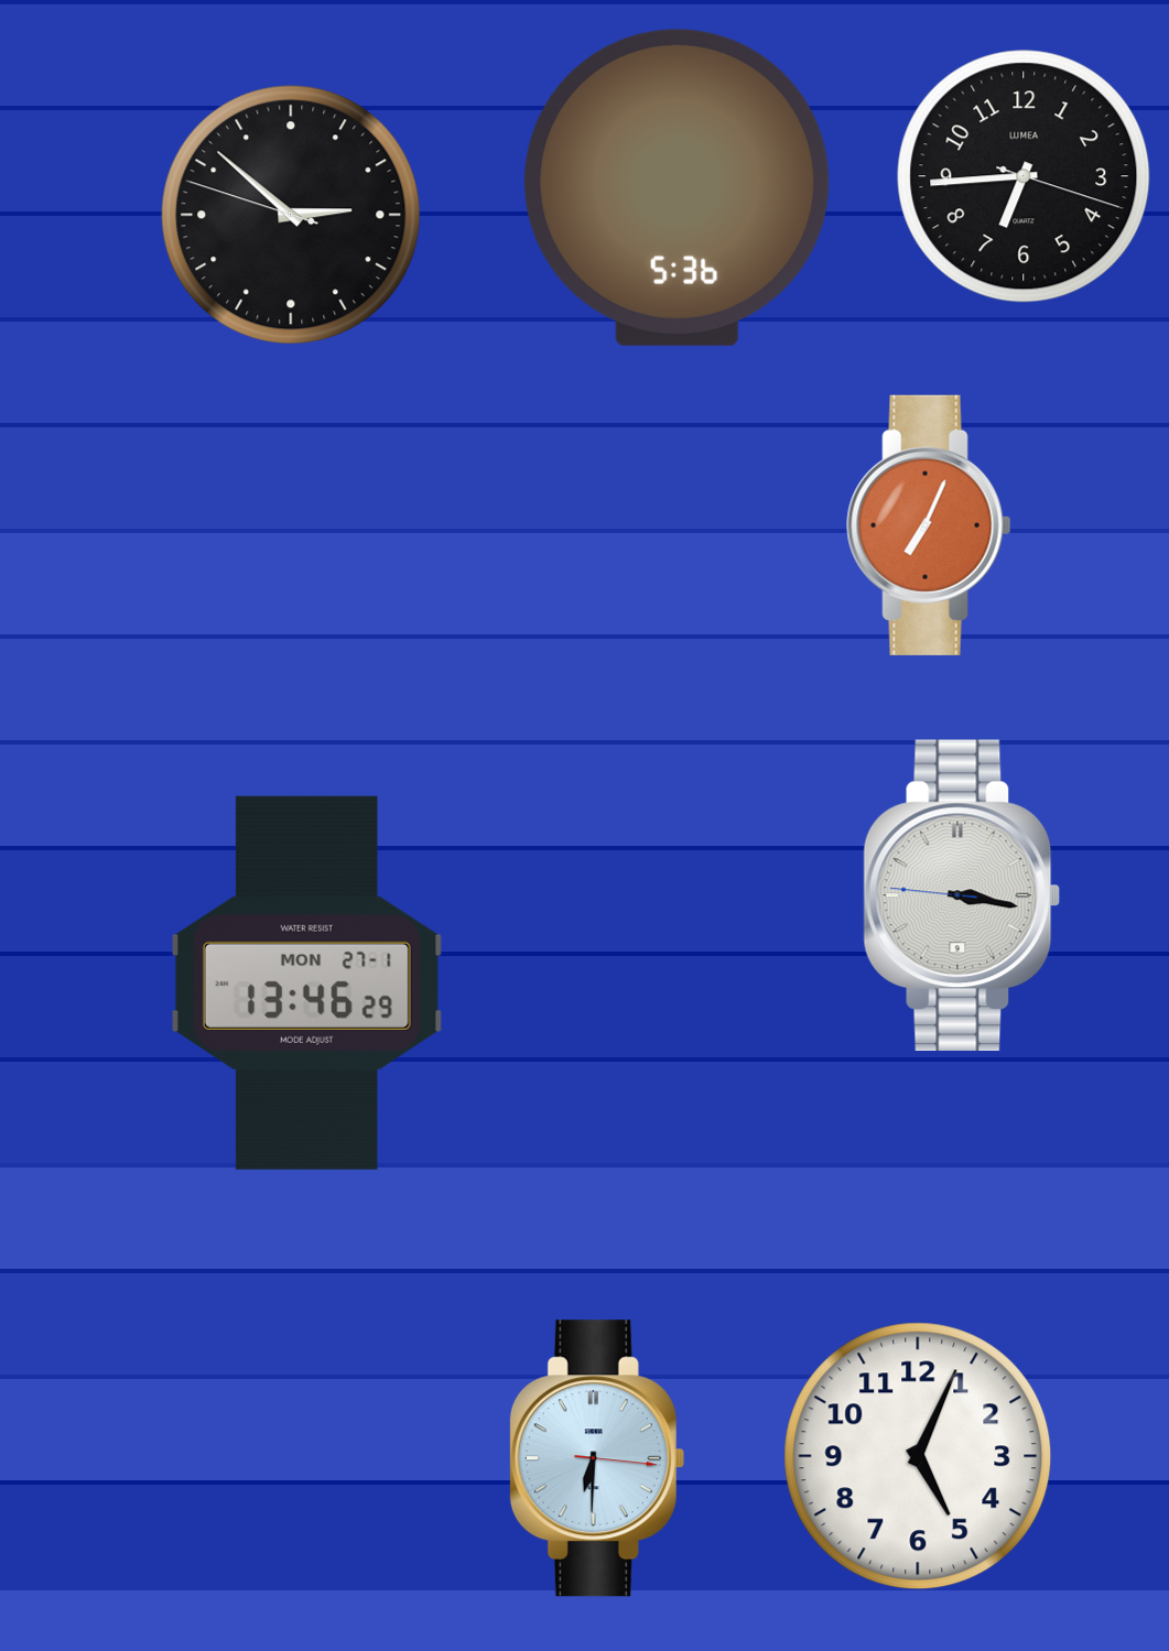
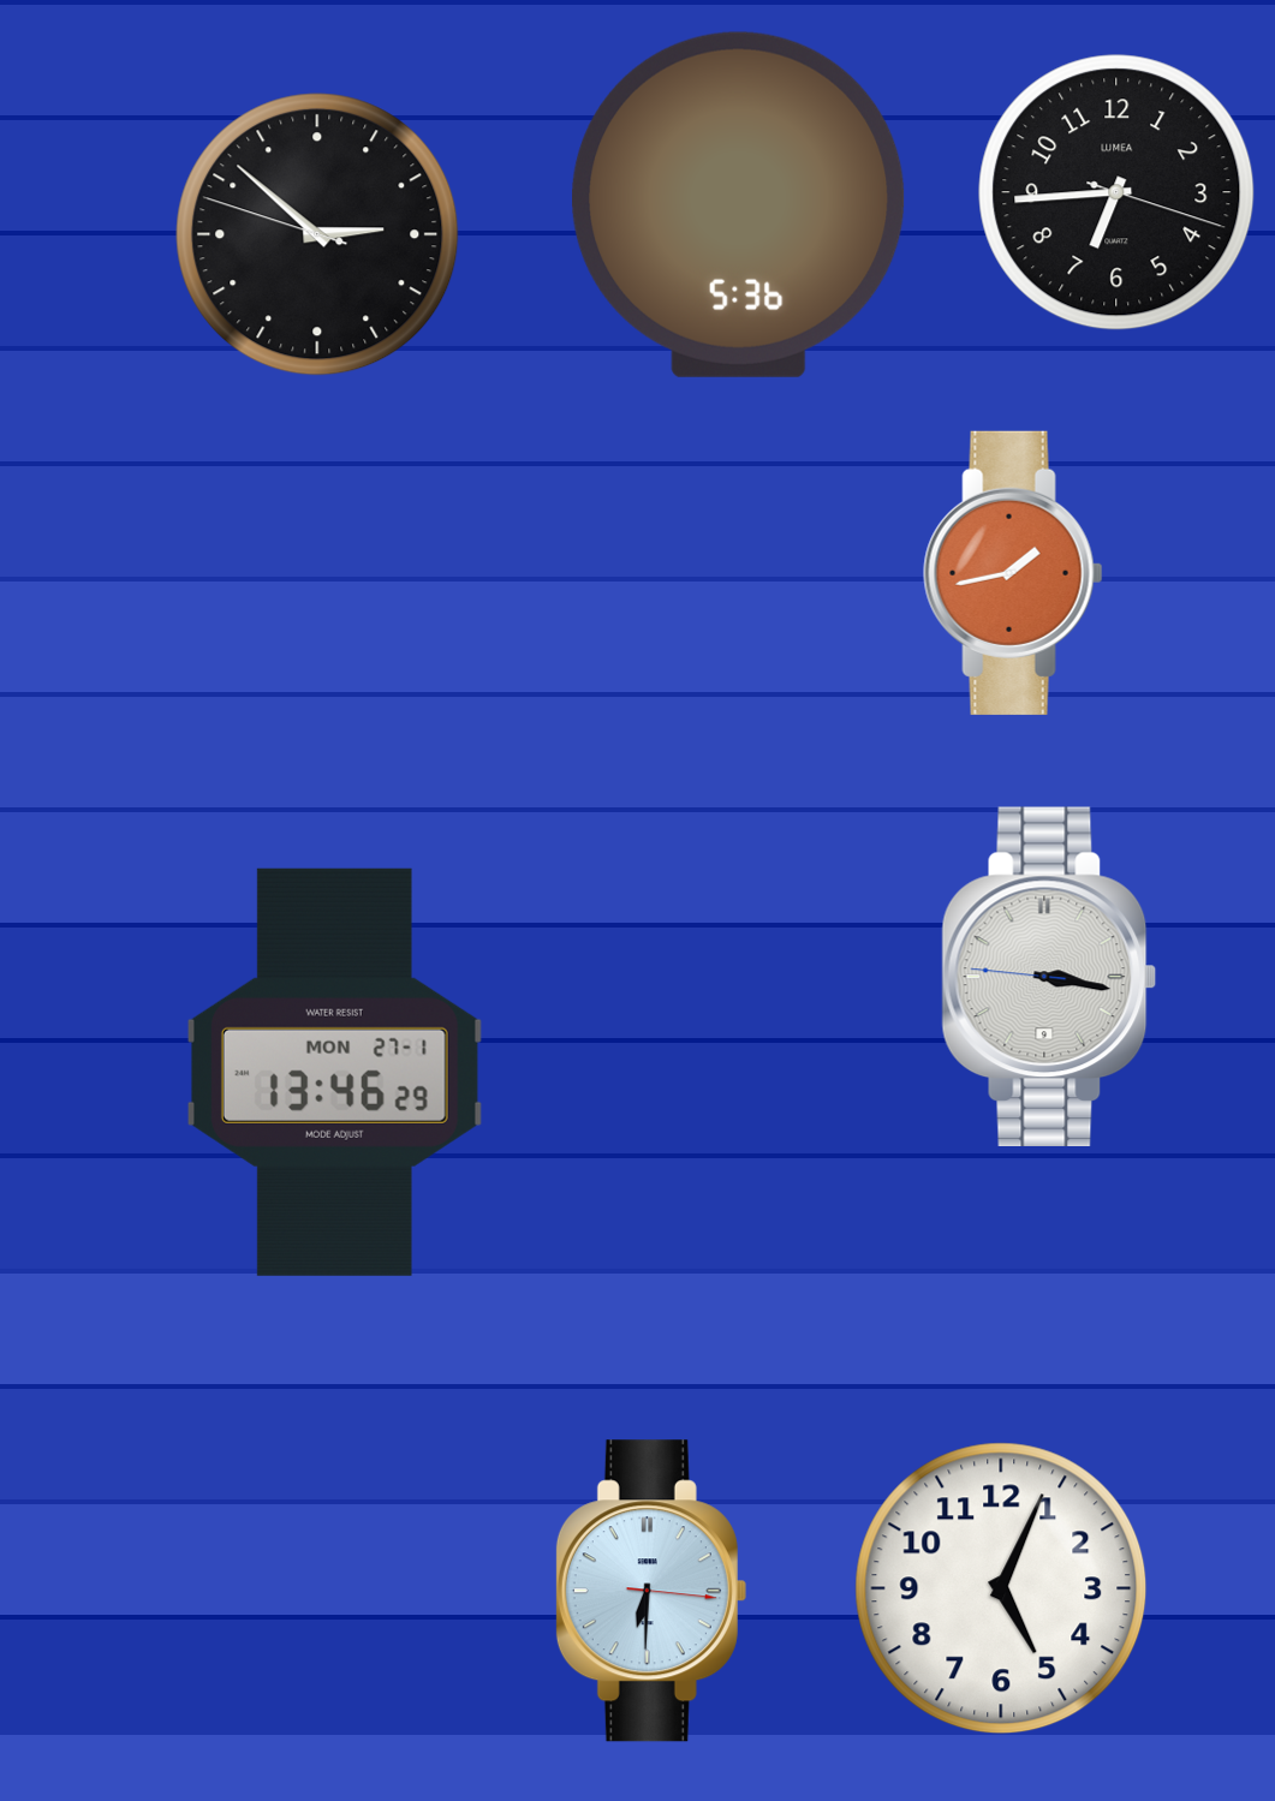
clock at (929, 525): 7:04 -> 1:43
